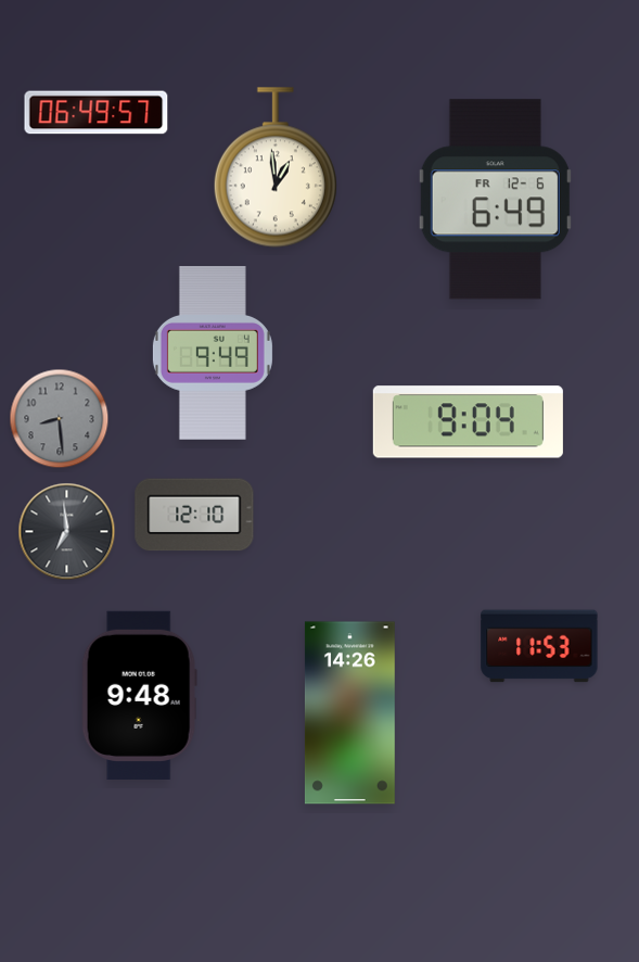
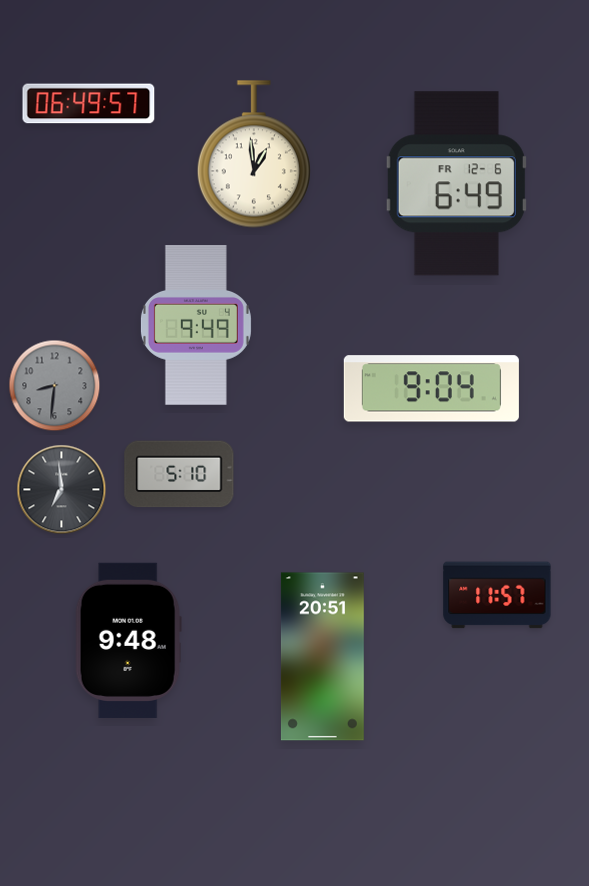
clock at (60, 419): 8:29 -> 8:31
clock at (194, 515): 12:10 -> 5:10
clock at (539, 646): 11:53 -> 11:57
clock at (349, 713): 14:26 -> 20:51
